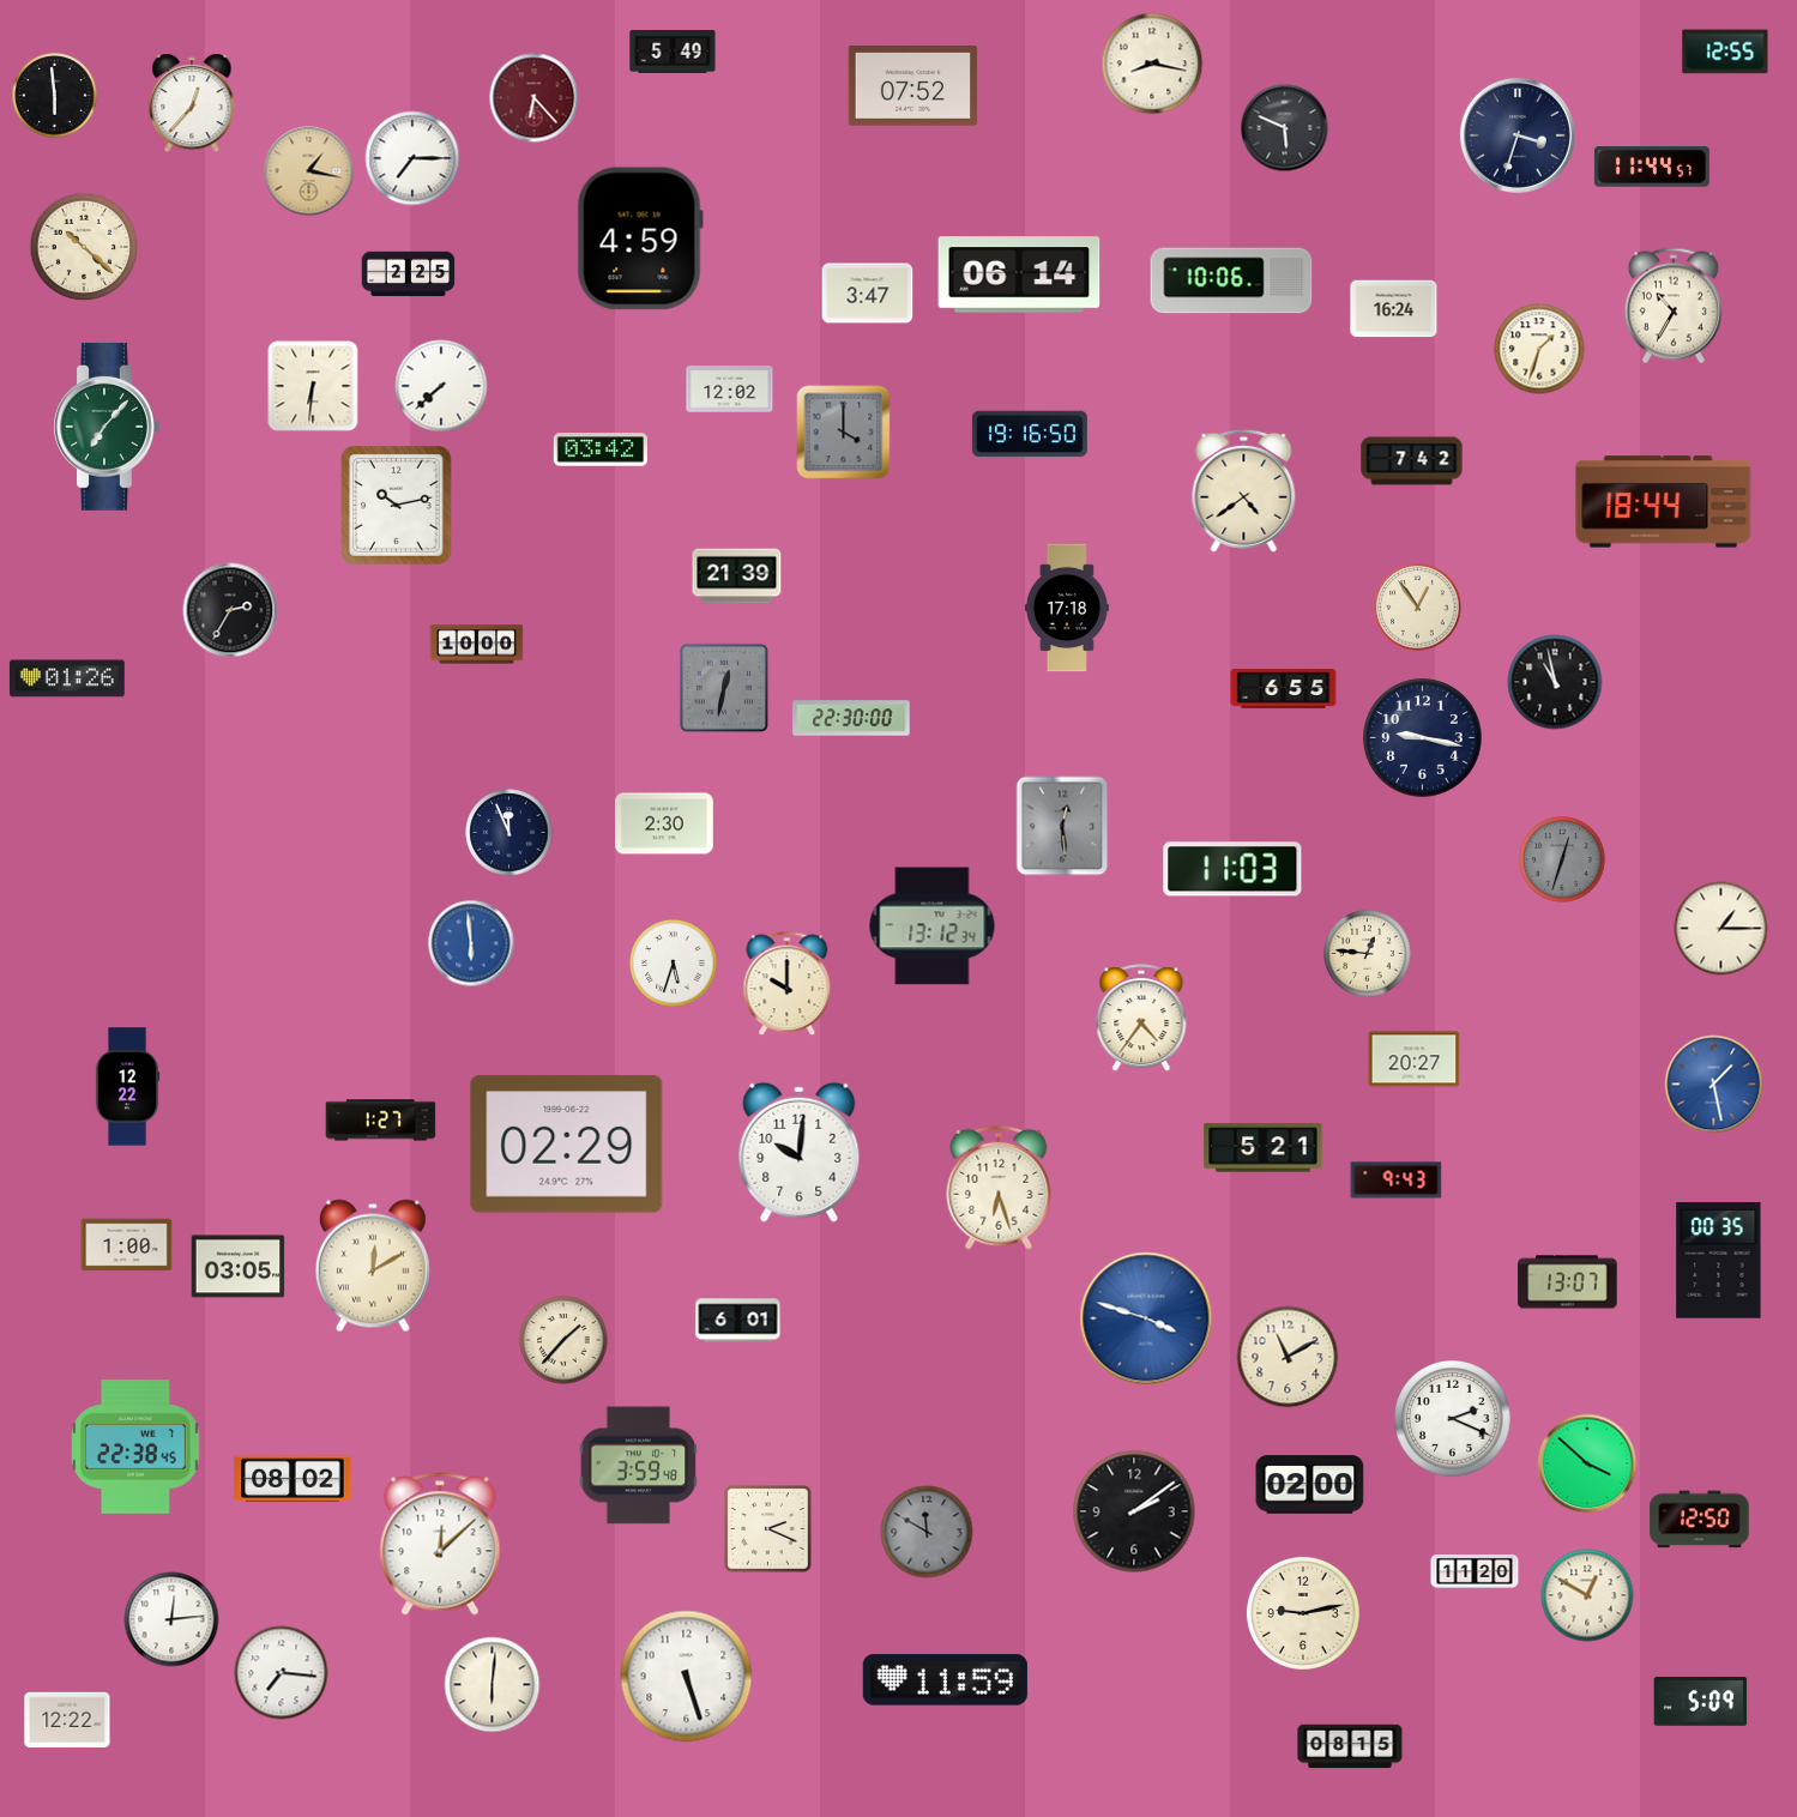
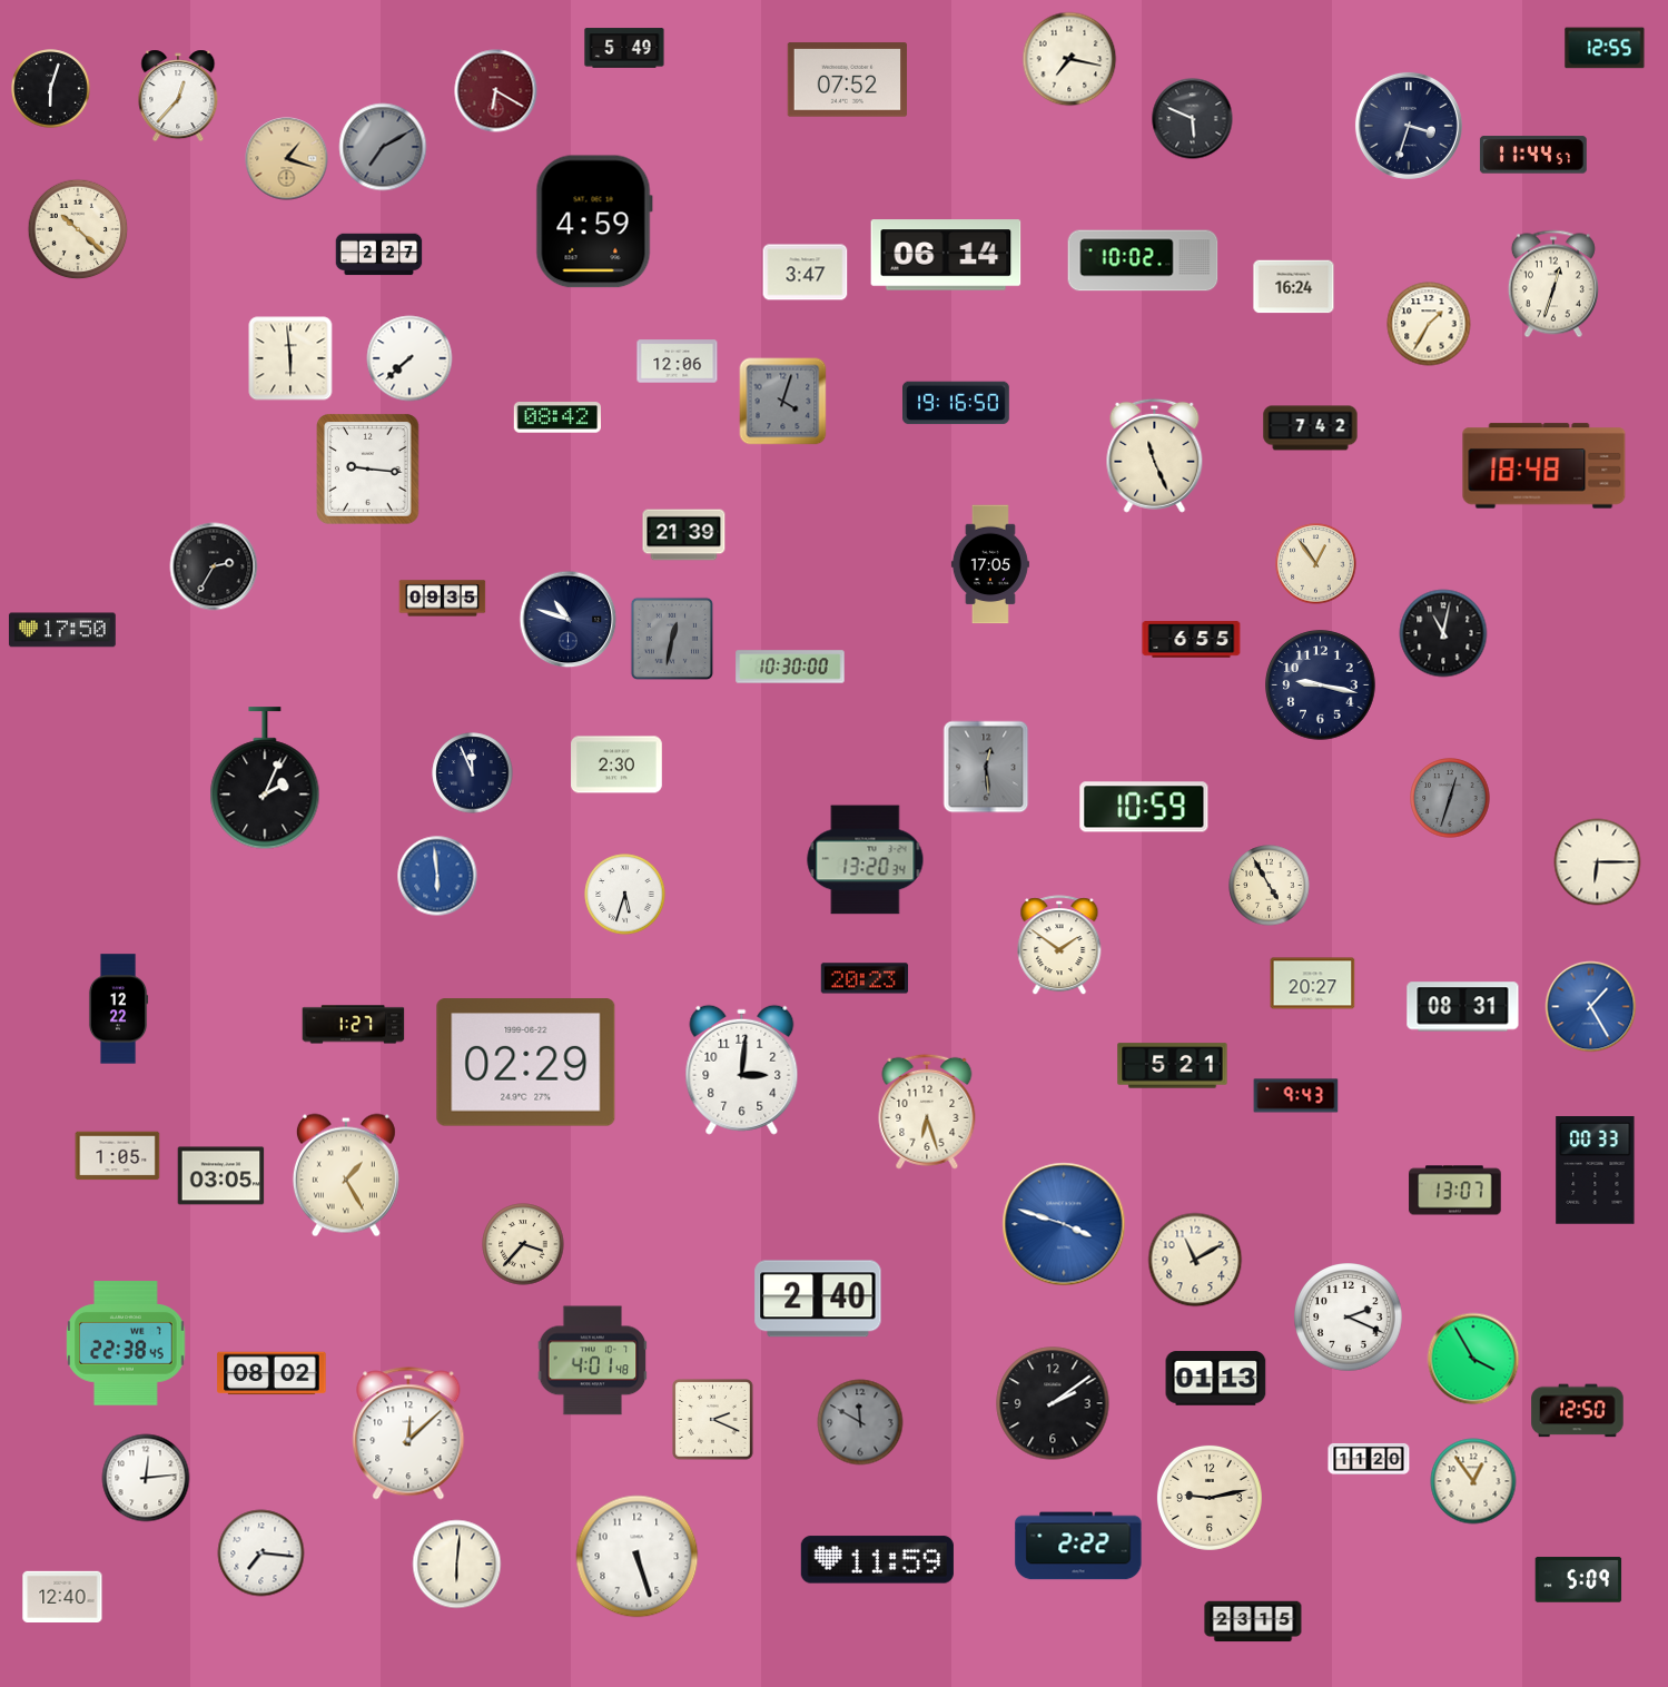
clock at (1725, 52) position: (1725, 52) -> (1605, 48)
clock at (1152, 64): 8:17 -> 7:17
clock at (55, 96): 5:59 -> 6:03
clock at (535, 98): 6:23 -> 6:20
clock at (412, 158): 7:15 -> 7:10
clock at (412, 158) dial: white -> grey
clock at (309, 171): 1:17 -> 1:18
clock at (409, 274): 2:25 -> 2:27
clock at (1231, 280): 10:06 -> 10:02
clock at (1674, 306): 10:35 -> 12:33
clock at (1539, 349): 1:33 -> 1:35
clock at (313, 386): 6:31 -> 5:59
clock at (730, 390): 12:02 -> 12:06
clock at (107, 427): 7:07 -> none
clock at (844, 433): 4:00 -> 4:03
clock at (599, 449): 03:42 -> 08:42
clock at (1244, 490): 4:39 -> 11:26
clock at (1664, 502): 18:44 -> 18:48
clock at (397, 506): 10:13 -> 9:16
clock at (1067, 608): 17:18 -> 17:05
clock at (477, 645): 10:00 -> 09:35
clock at (569, 620): none -> 10:48
clock at (67, 678): 01:26 -> 17:50
clock at (1555, 682): 10:58 -> 11:02
clock at (851, 718): 22:30 -> 10:30
clock at (265, 779): none -> 2:04
clock at (1232, 869): 11:03 -> 10:59
clock at (933, 926): 13:12 -> 13:20
clock at (1721, 929): 1:15 -> 6:15
clock at (1368, 954): 12:46 -> 4:55
clock at (788, 984): 10:00 -> none
clock at (1141, 1019): 4:36 -> 1:51
clock at (865, 978): none -> 20:23
clock at (1463, 1007): none -> 08:31
clock at (1714, 1085): 1:28 -> 1:25
clock at (381, 1121) position: (381, 1121) -> (354, 1025)
clock at (800, 1152): 10:01 -> 3:01
clock at (999, 1188) position: (999, 1188) -> (927, 1112)
clock at (127, 1245): 1:00 -> 1:05
clock at (1719, 1261): 00:35 -> 00:33
clock at (373, 1266): 12:10 -> 1:25
clock at (738, 1321): 6:01 -> none
clock at (563, 1340): 1:37 -> 3:37
clock at (818, 1299): none -> 2:40
clock at (1587, 1463): 3:52 -> 3:55
clock at (639, 1466): 3:59 -> 4:01
clock at (1310, 1485): 02:00 -> 01:13
clock at (1587, 1595): 12:50 -> 12:54
clock at (171, 1619) position: (171, 1619) -> (146, 1478)
clock at (1078, 1546): none -> 2:22
clock at (67, 1719): 12:22 -> 12:40
clock at (1350, 1746): 08:15 -> 23:15
